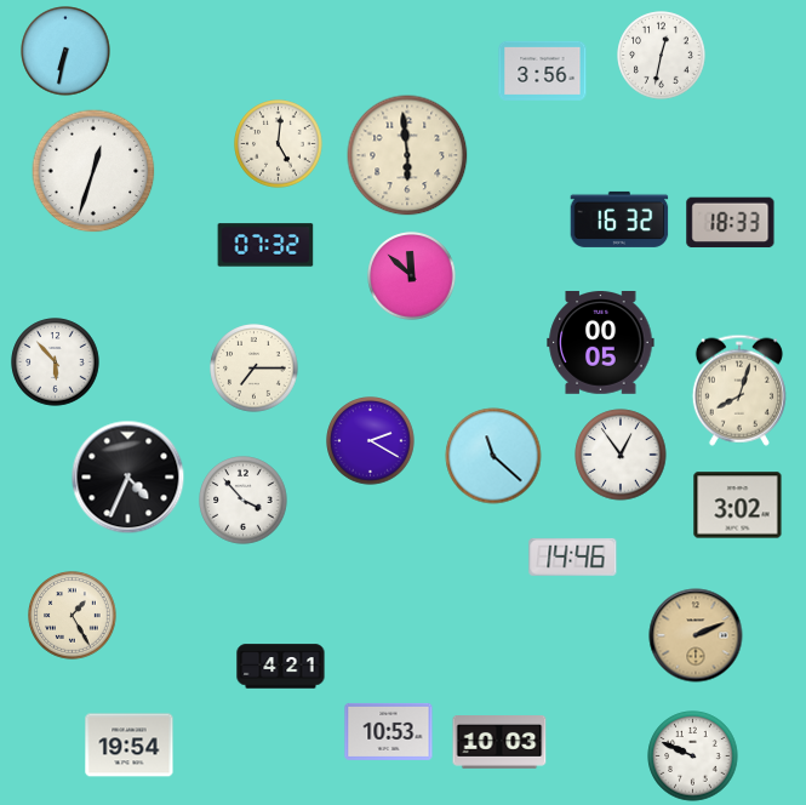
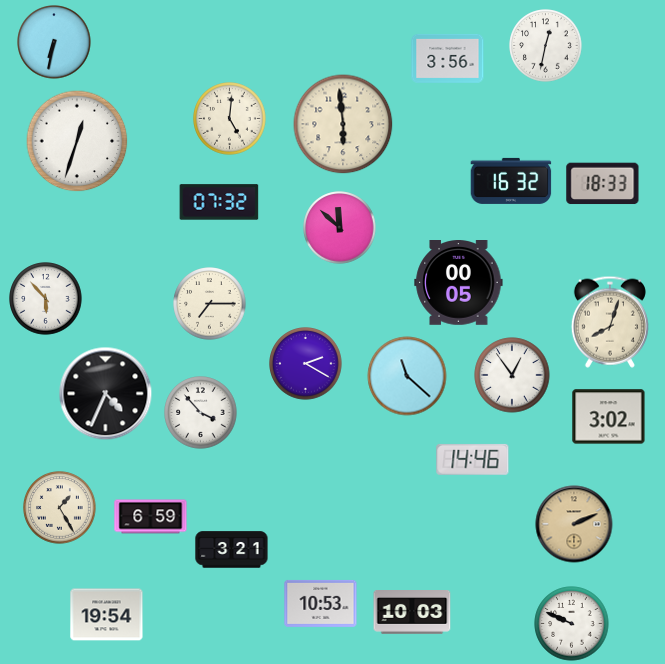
clock at (407, 155) position: (407, 155) -> (343, 124)
clock at (601, 343) position: (601, 343) -> (459, 283)
clock at (151, 517): none -> 6:59
clock at (281, 667): 4:21 -> 3:21
